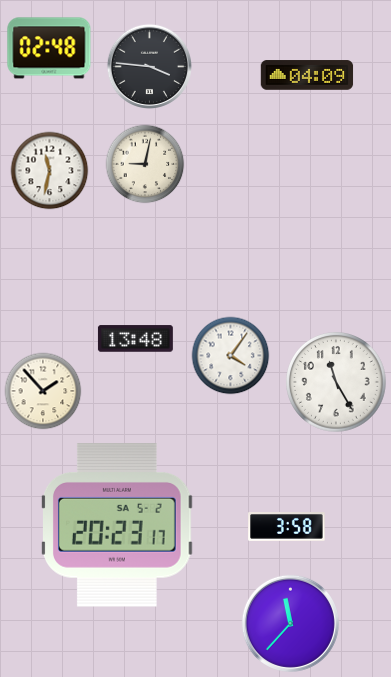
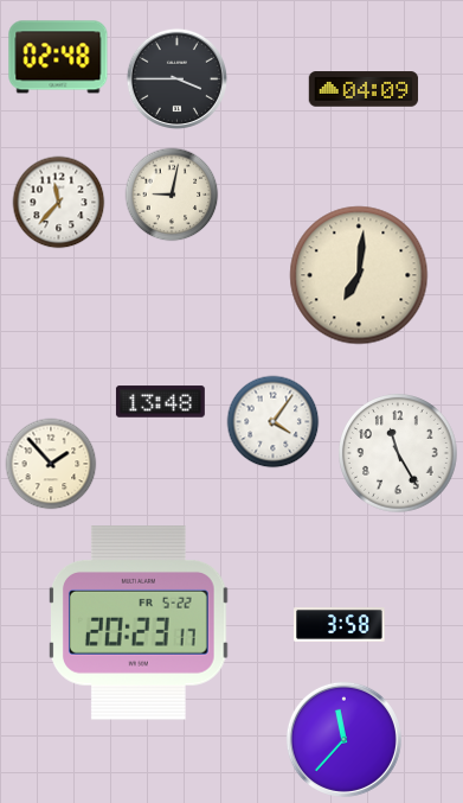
clock at (149, 66): 3:46 -> 3:45
clock at (50, 171): 11:32 -> 11:37
clock at (359, 275): none -> 7:01
clock at (118, 525) date: SA 5-2 -> FR 5-22
